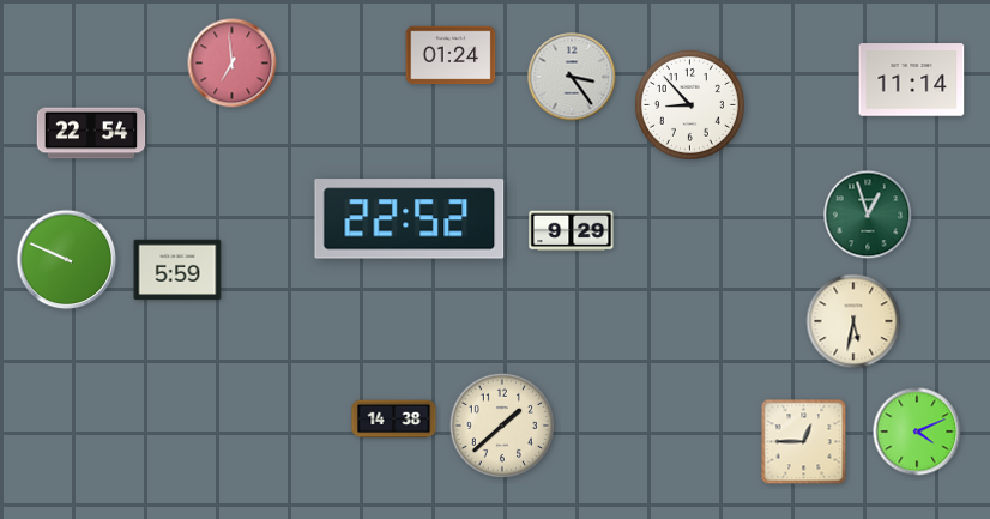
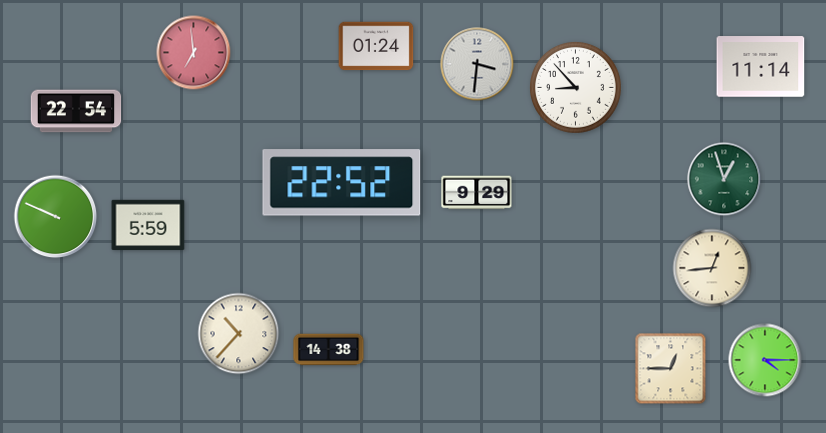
clock at (572, 77): 3:24 -> 3:31
clock at (853, 321): 5:32 -> 12:44
clock at (239, 334): none -> 10:37
clock at (501, 424): 1:38 -> none
clock at (917, 432): 4:11 -> 4:15
